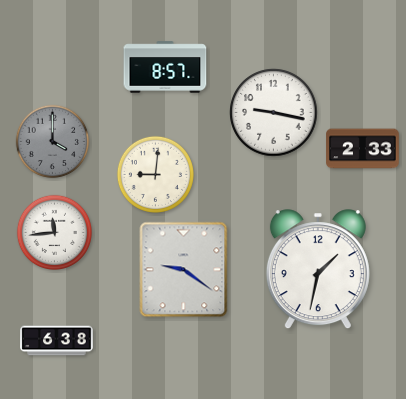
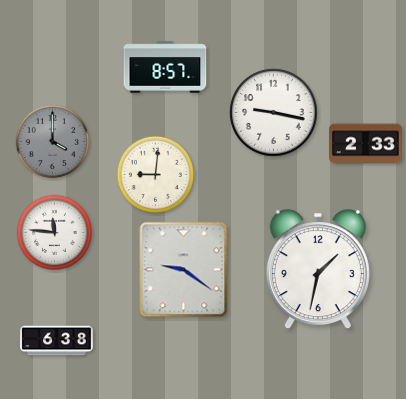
clock at (363, 149) position: (363, 149) -> (366, 144)
clock at (55, 233): 11:44 -> 11:46
